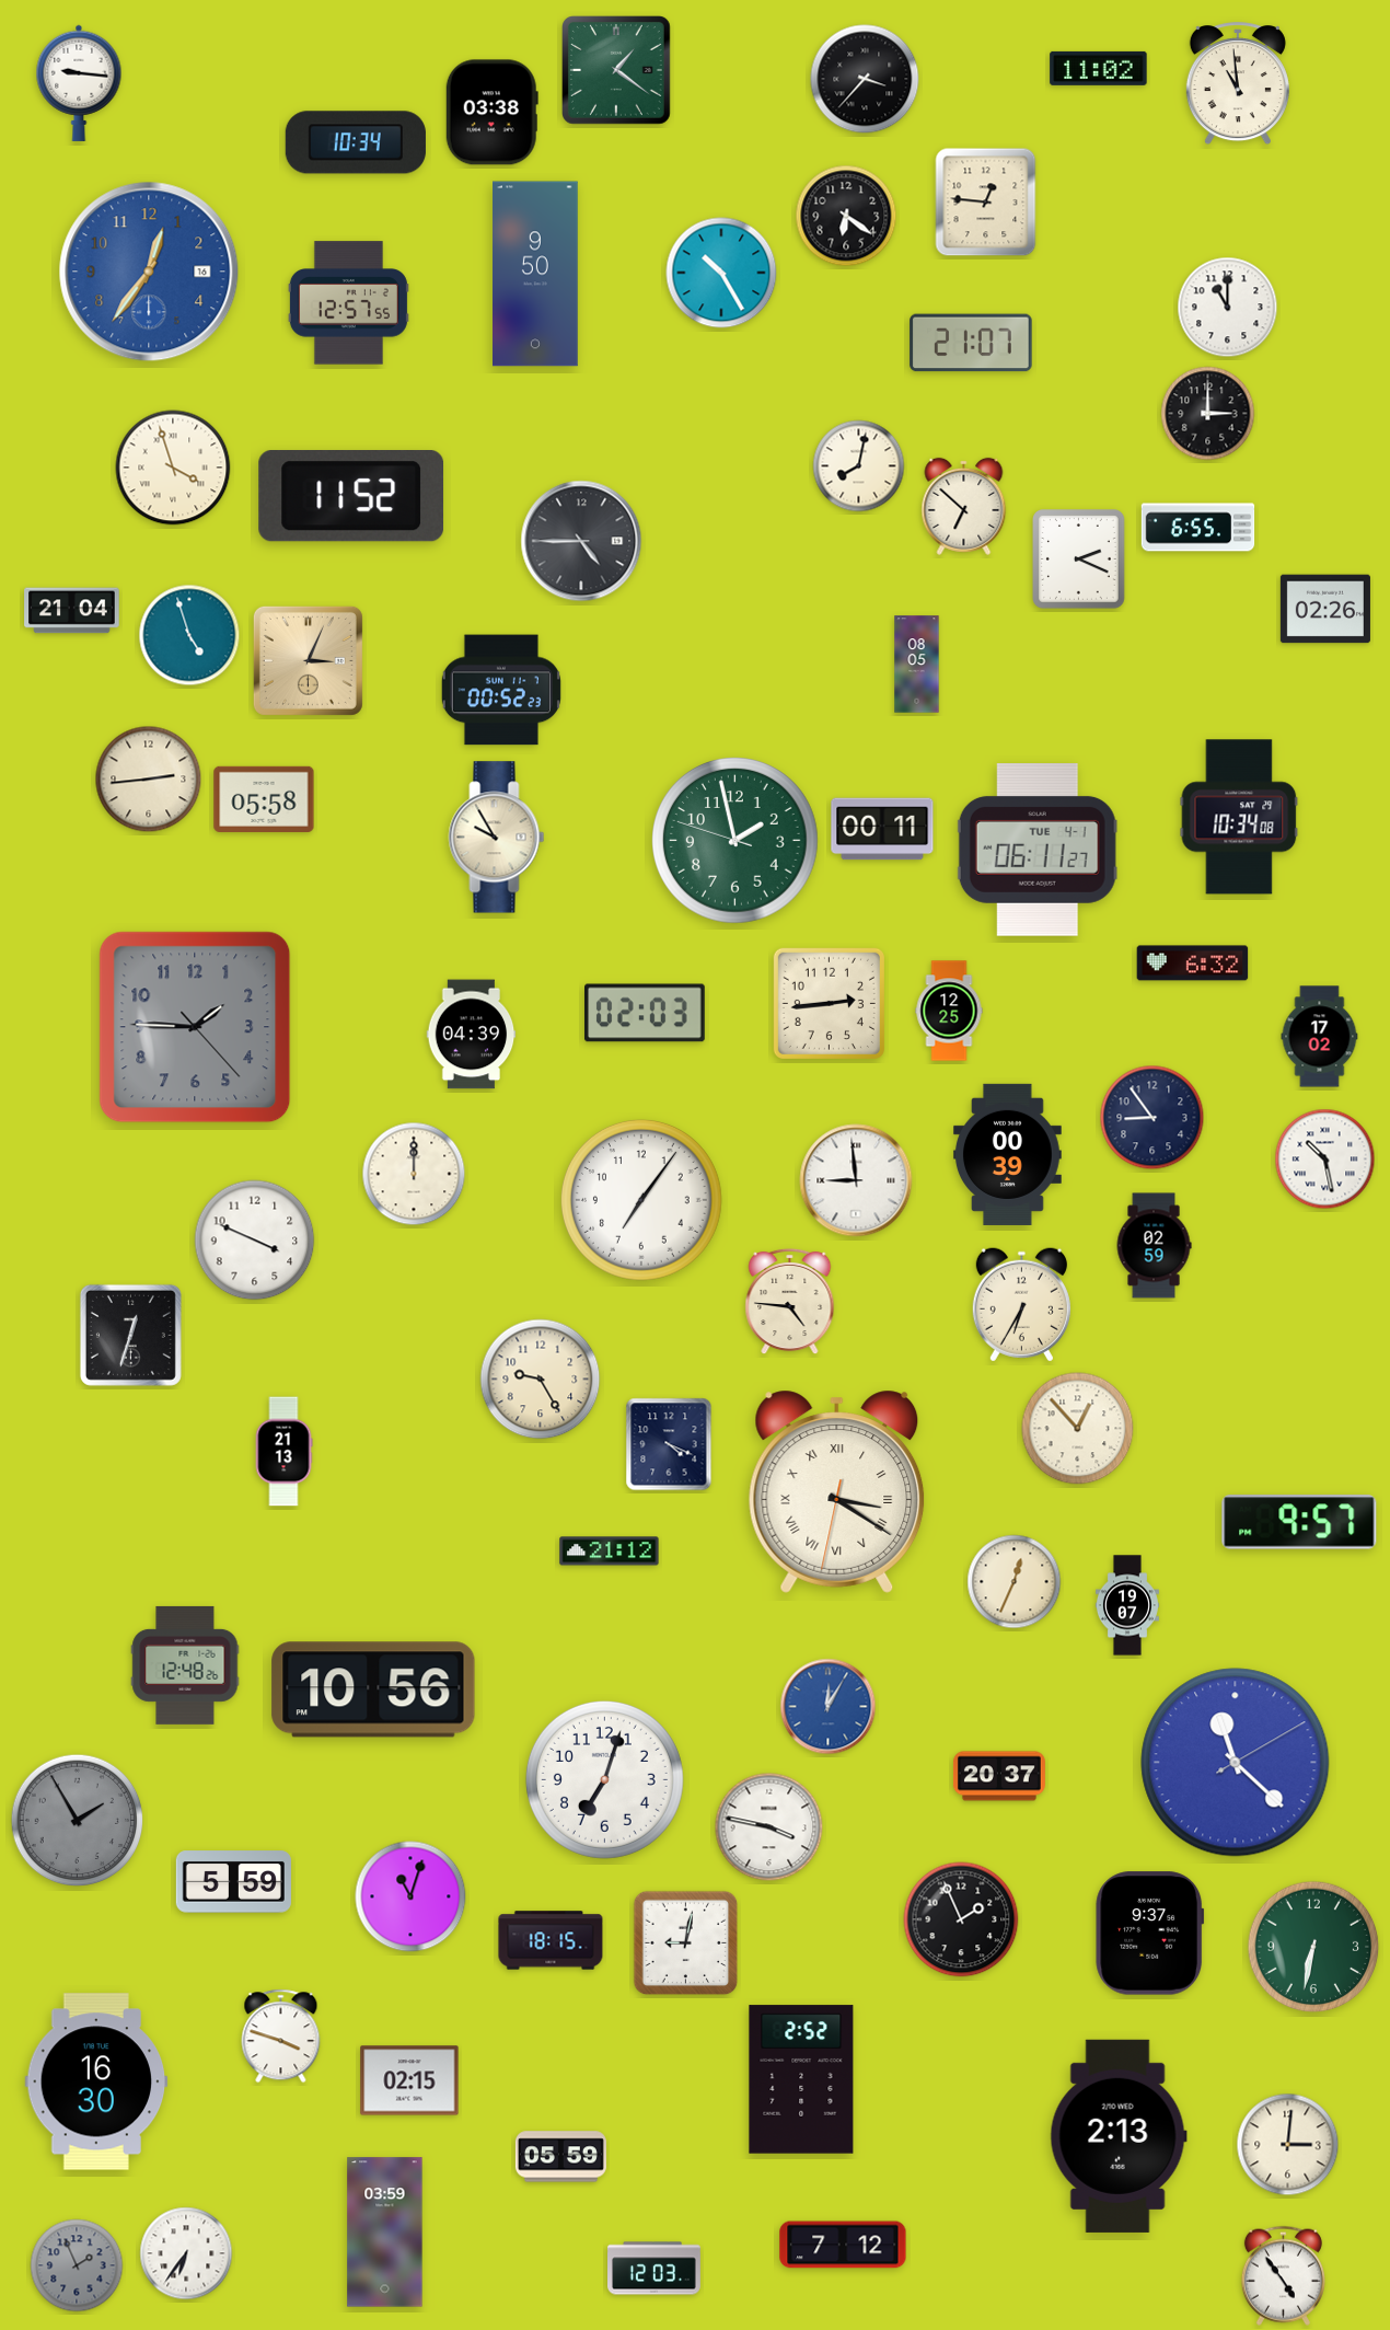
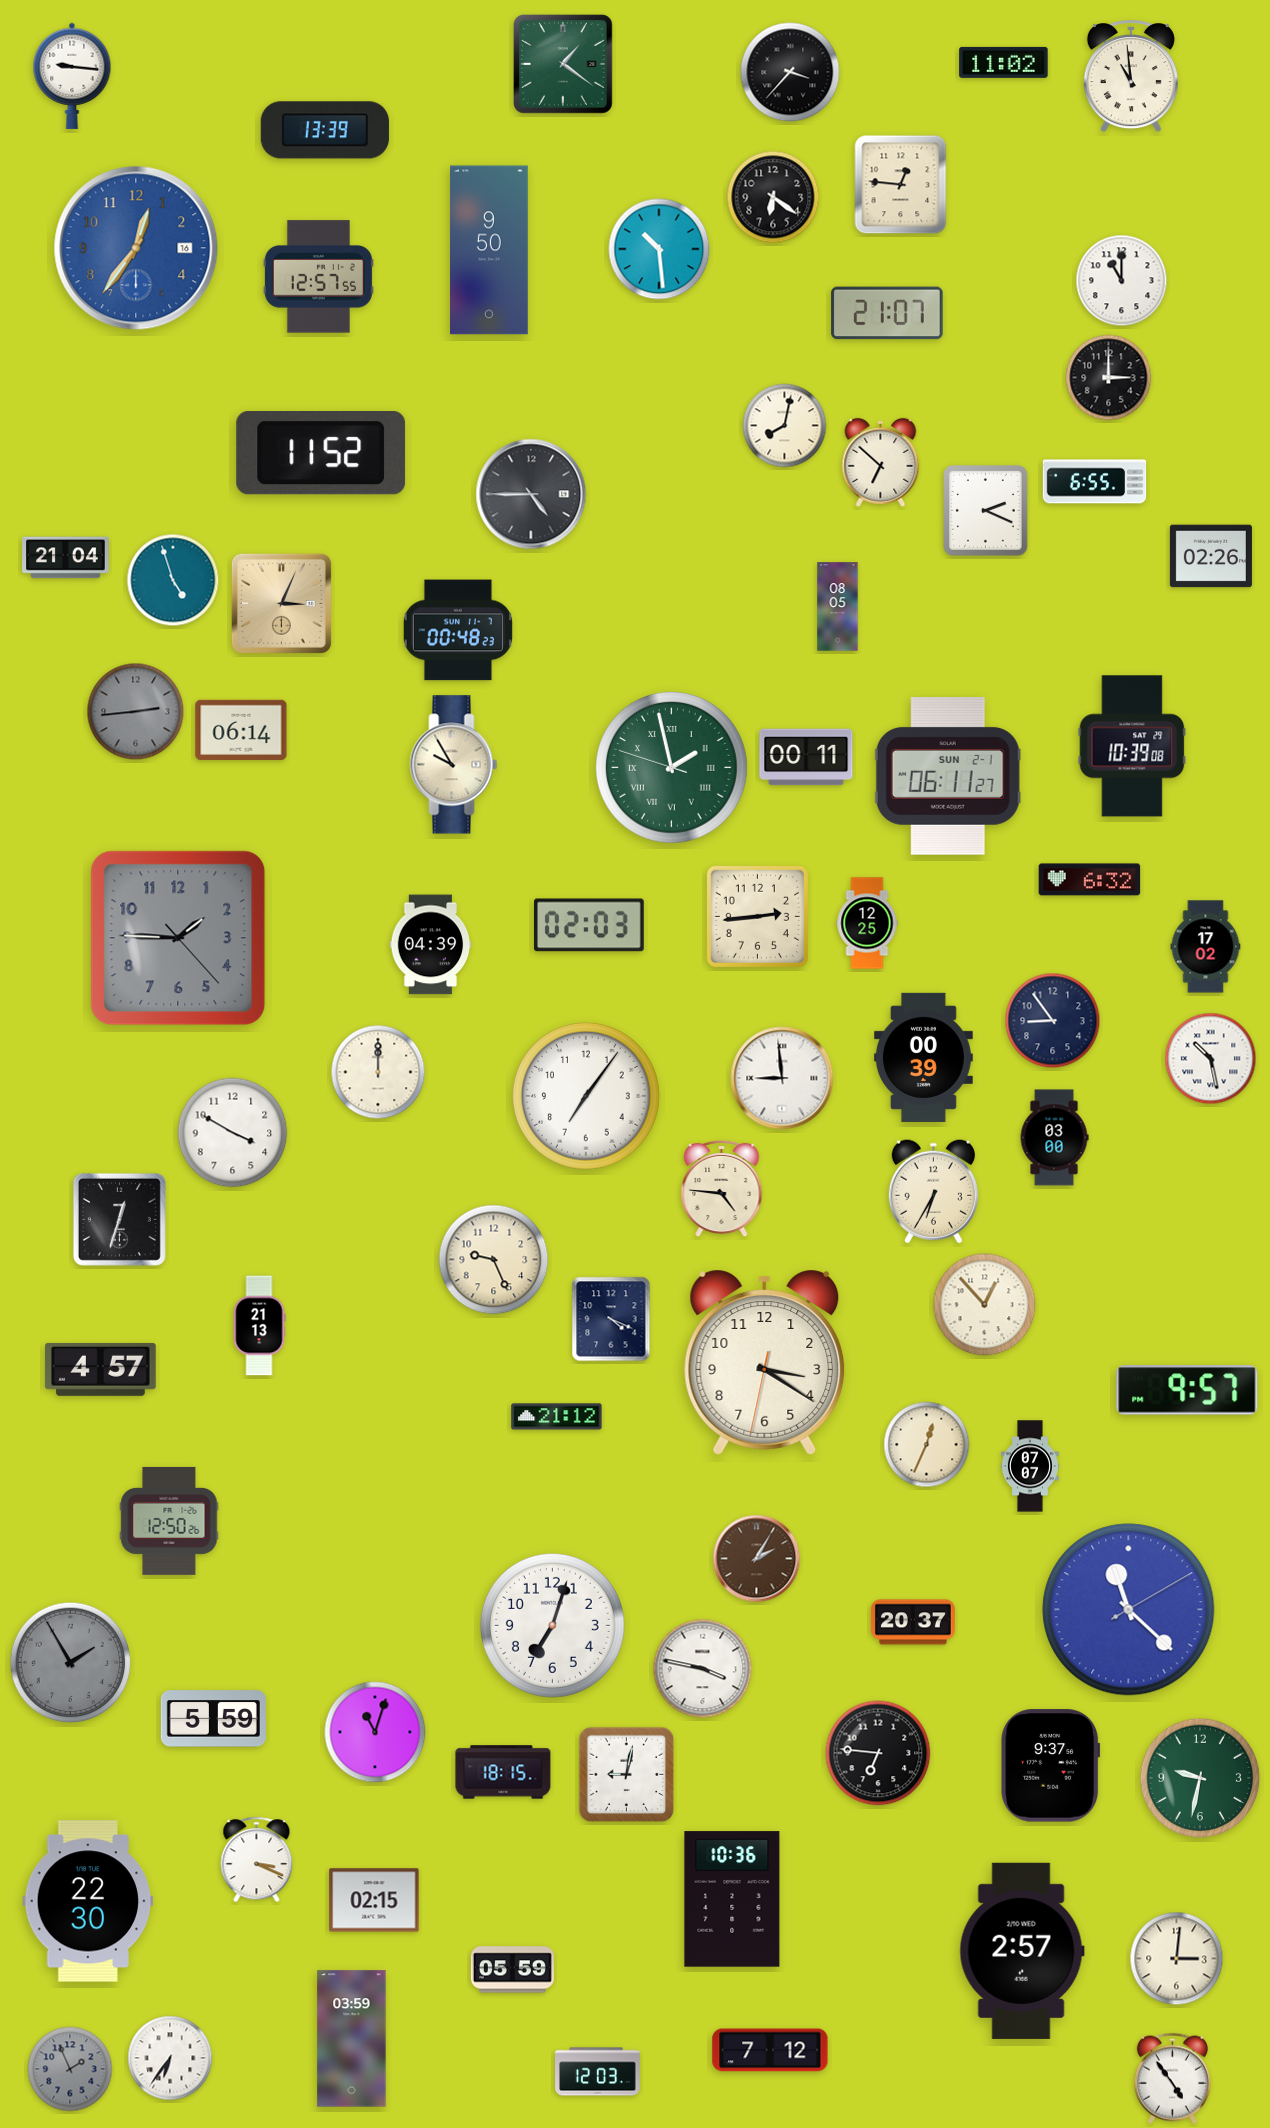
clock at (491, 113): 03:38 -> none
clock at (356, 142): 10:34 -> 13:39
clock at (721, 273): 10:25 -> 10:29
clock at (1208, 414) position: (1208, 414) -> (1109, 378)
clock at (173, 468): 3:57 -> none
clock at (501, 690): 00:52 -> 00:48
clock at (149, 780) dial: cream -> grey
clock at (264, 799): 05:58 -> 06:14
clock at (1239, 817): 10:34 -> 10:39
clock at (735, 841) numerals: Arabic -> Roman
clock at (1038, 851) date: TUE 4-1 -> SUN 2-1
clock at (1007, 1154) position: (1007, 1154) -> (923, 1057)
clock at (255, 1241): 3:49 -> 3:50
clock at (1154, 1246): 02:59 -> 03:00
clock at (541, 1380): 9:25 -> 9:26
clock at (837, 1491) numerals: Roman -> Arabic
clock at (101, 1369): none -> 4:57
clock at (1127, 1605): 19:07 -> 07:07
clock at (185, 1665): 12:48 -> 12:50
clock at (373, 1689): 10:56 -> none
clock at (829, 1707): 12:05 -> 2:05
clock at (829, 1707) dial: blue -> brown
clock at (961, 1919): 1:56 -> 6:46
clock at (1313, 1947): 6:32 -> 9:32
clock at (281, 2037): 3:48 -> 3:19
clock at (801, 2079): 2:52 -> 10:36
clock at (96, 2081): 16:30 -> 22:30
clock at (1119, 2136): 2:13 -> 2:57
